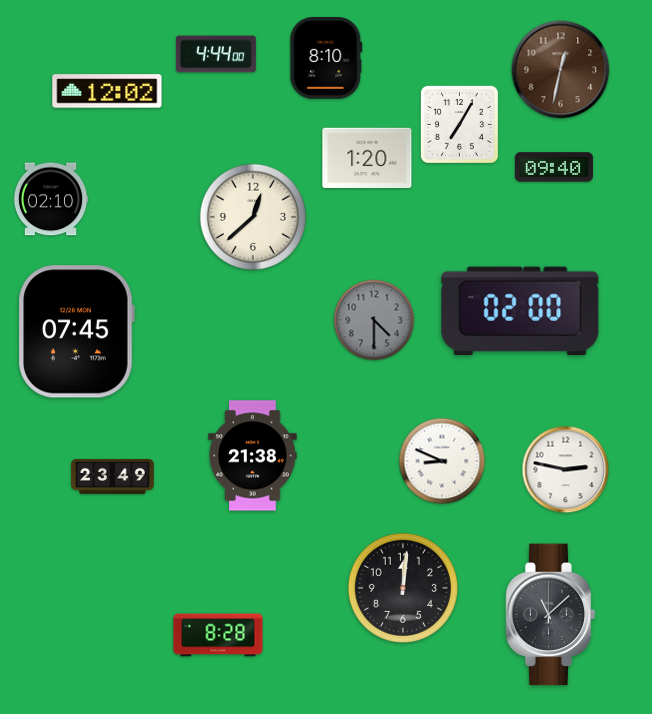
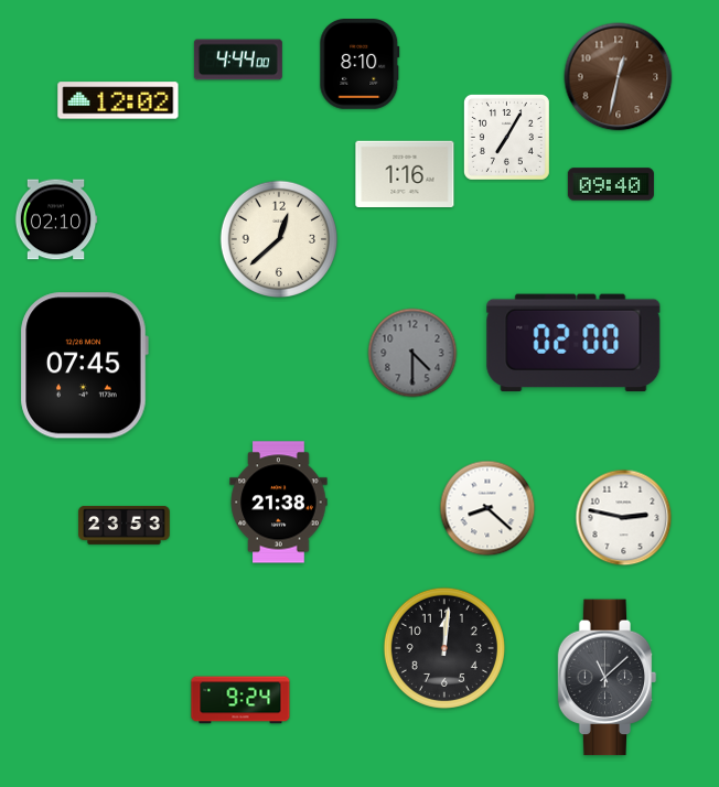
clock at (367, 157): 1:20 -> 1:16
clock at (442, 461): 8:49 -> 8:22
clock at (113, 476): 23:49 -> 23:53
clock at (218, 635): 8:28 -> 9:24
